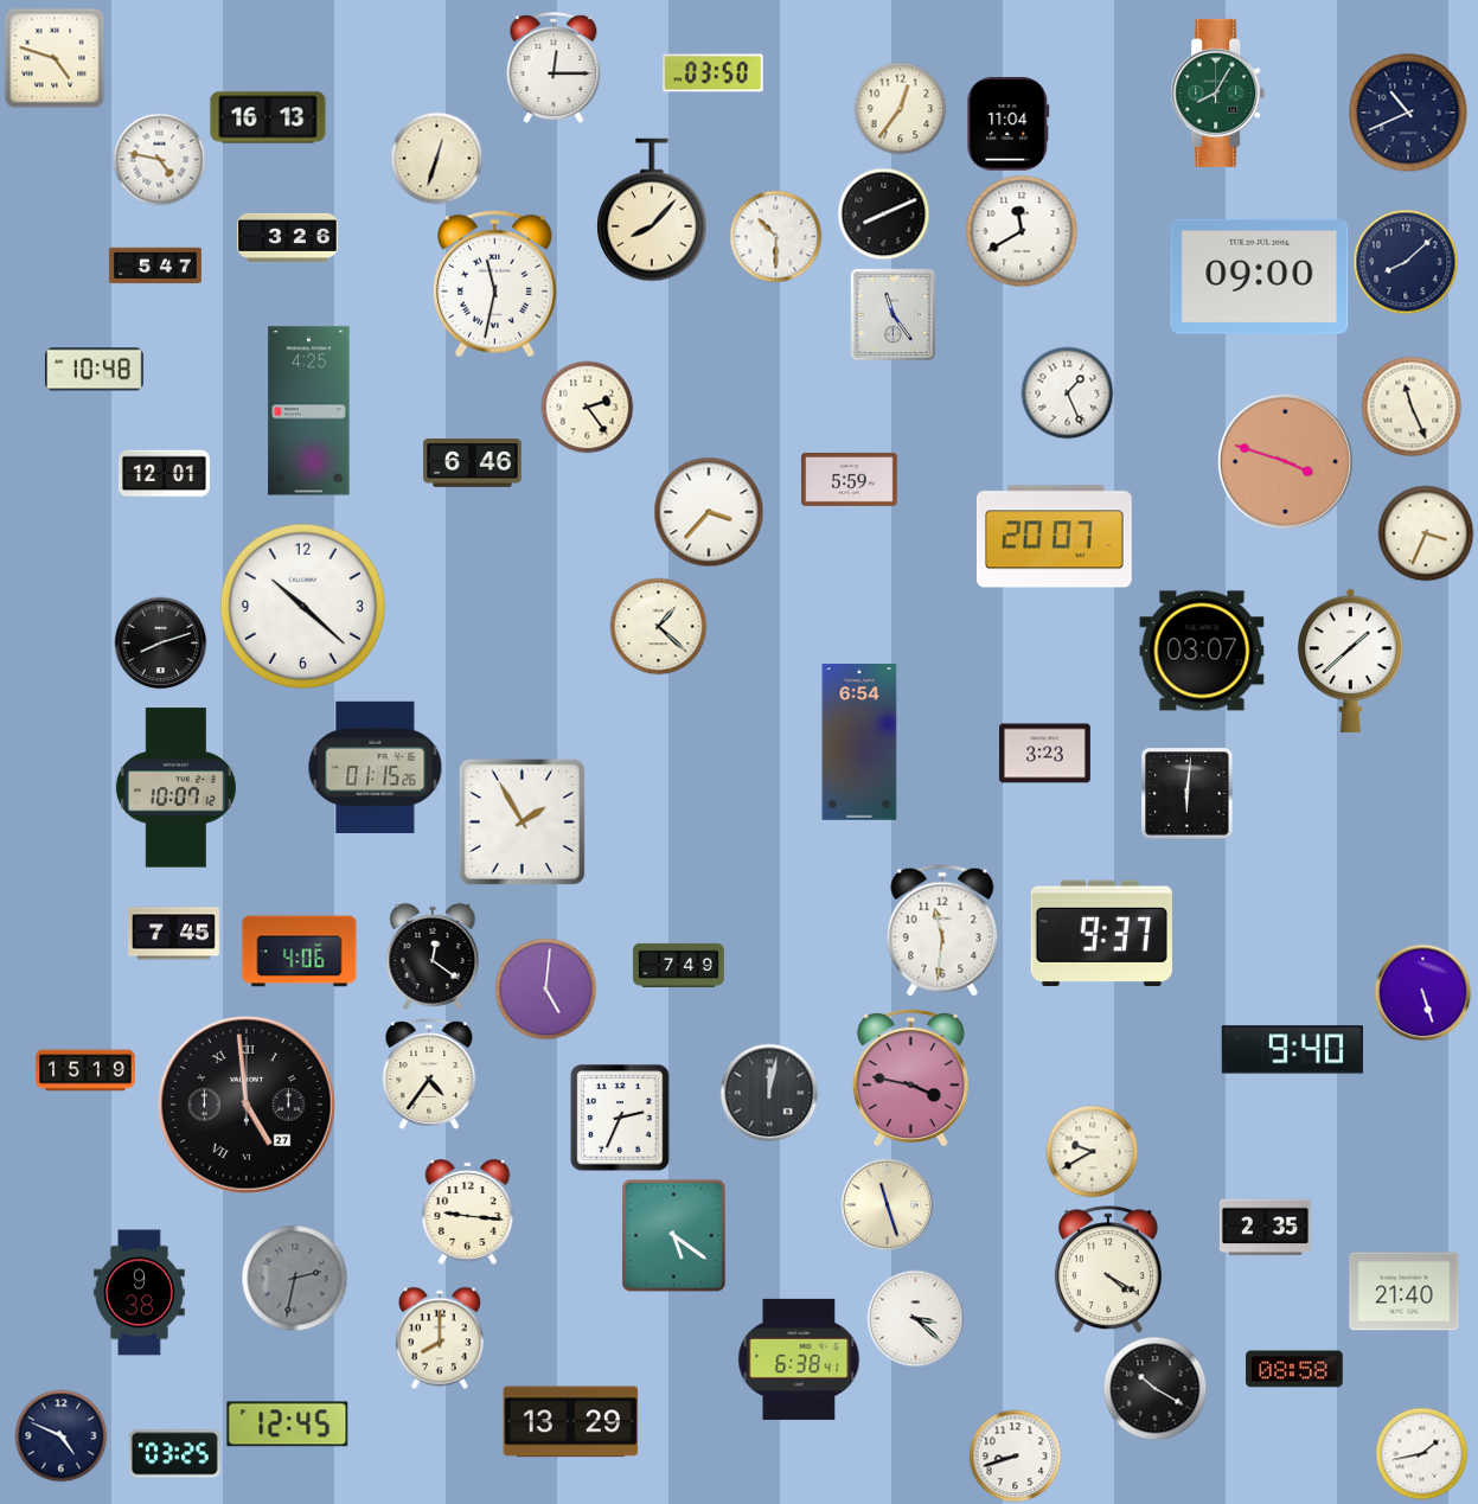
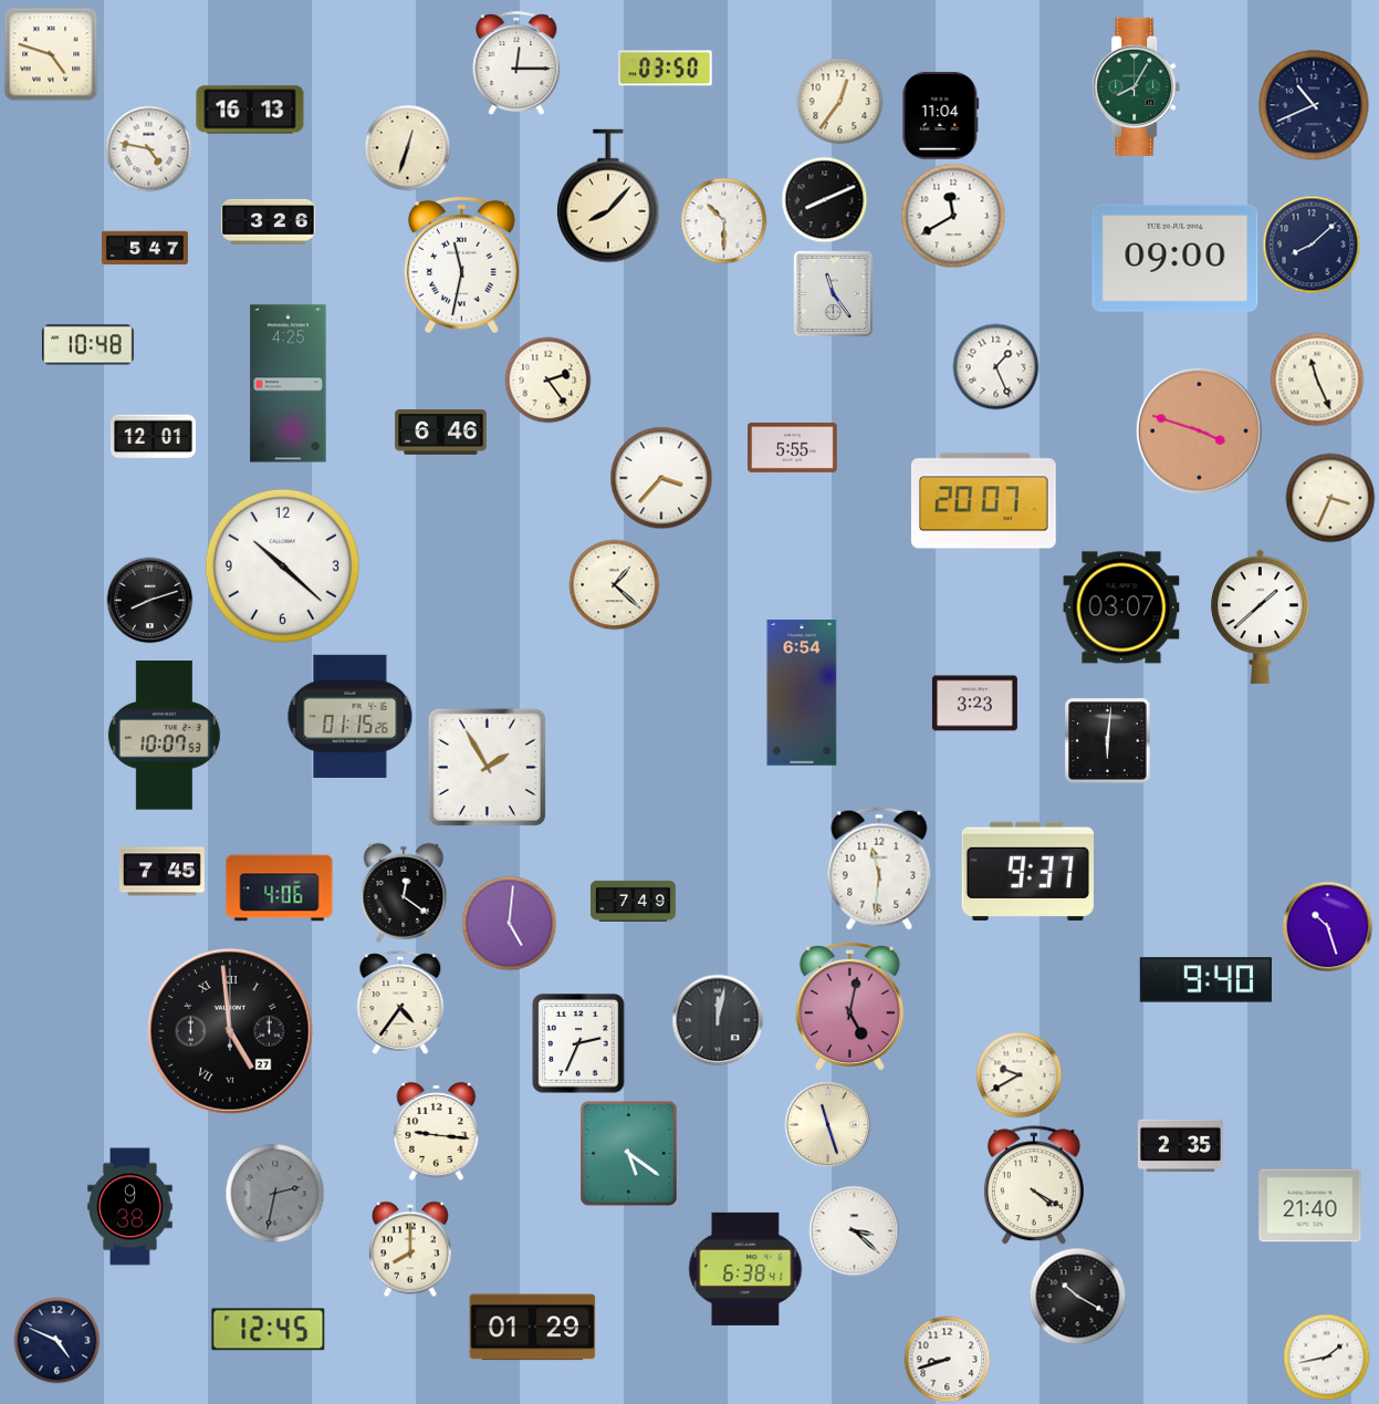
clock at (164, 474) position: (164, 474) -> (153, 437)
clock at (850, 479): 5:59 -> 5:55
clock at (175, 788): 10:07:12 -> 10:07:53
clock at (1422, 992): 5:27 -> 10:27
clock at (85, 1070): 15:19 -> none
clock at (910, 1079): 3:47 -> 5:02
clock at (1294, 1369): 08:58 -> none
clock at (571, 1422): 13:29 -> 01:29
clock at (174, 1454): 03:25 -> none
